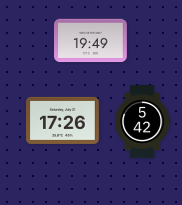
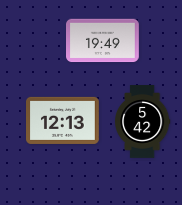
clock at (91, 41) position: (91, 41) -> (103, 41)
clock at (63, 120): 17:26 -> 12:13
